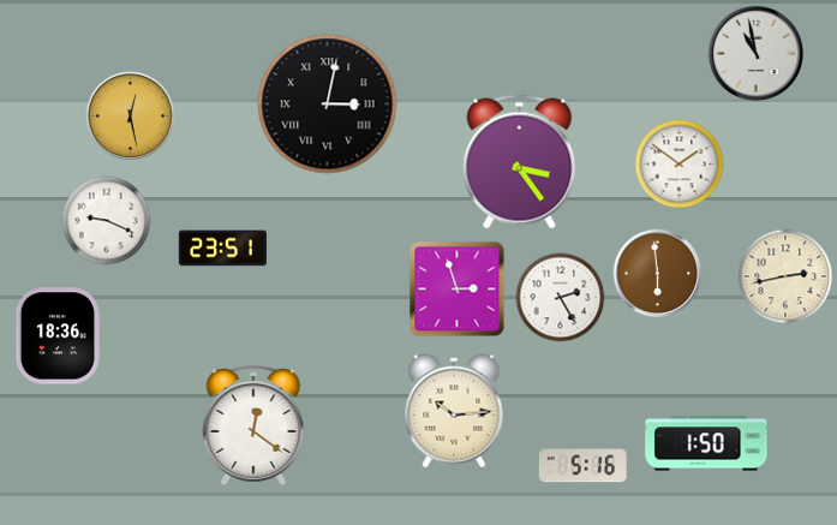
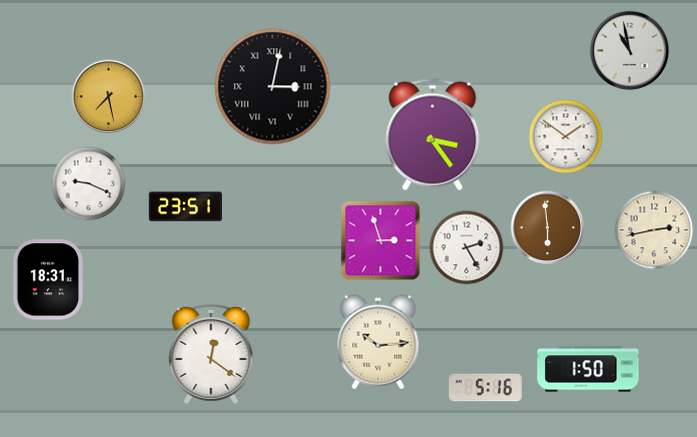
clock at (757, 54) position: (757, 54) -> (630, 51)
clock at (131, 117): 12:28 -> 7:28
clock at (59, 336): 18:36 -> 18:31
